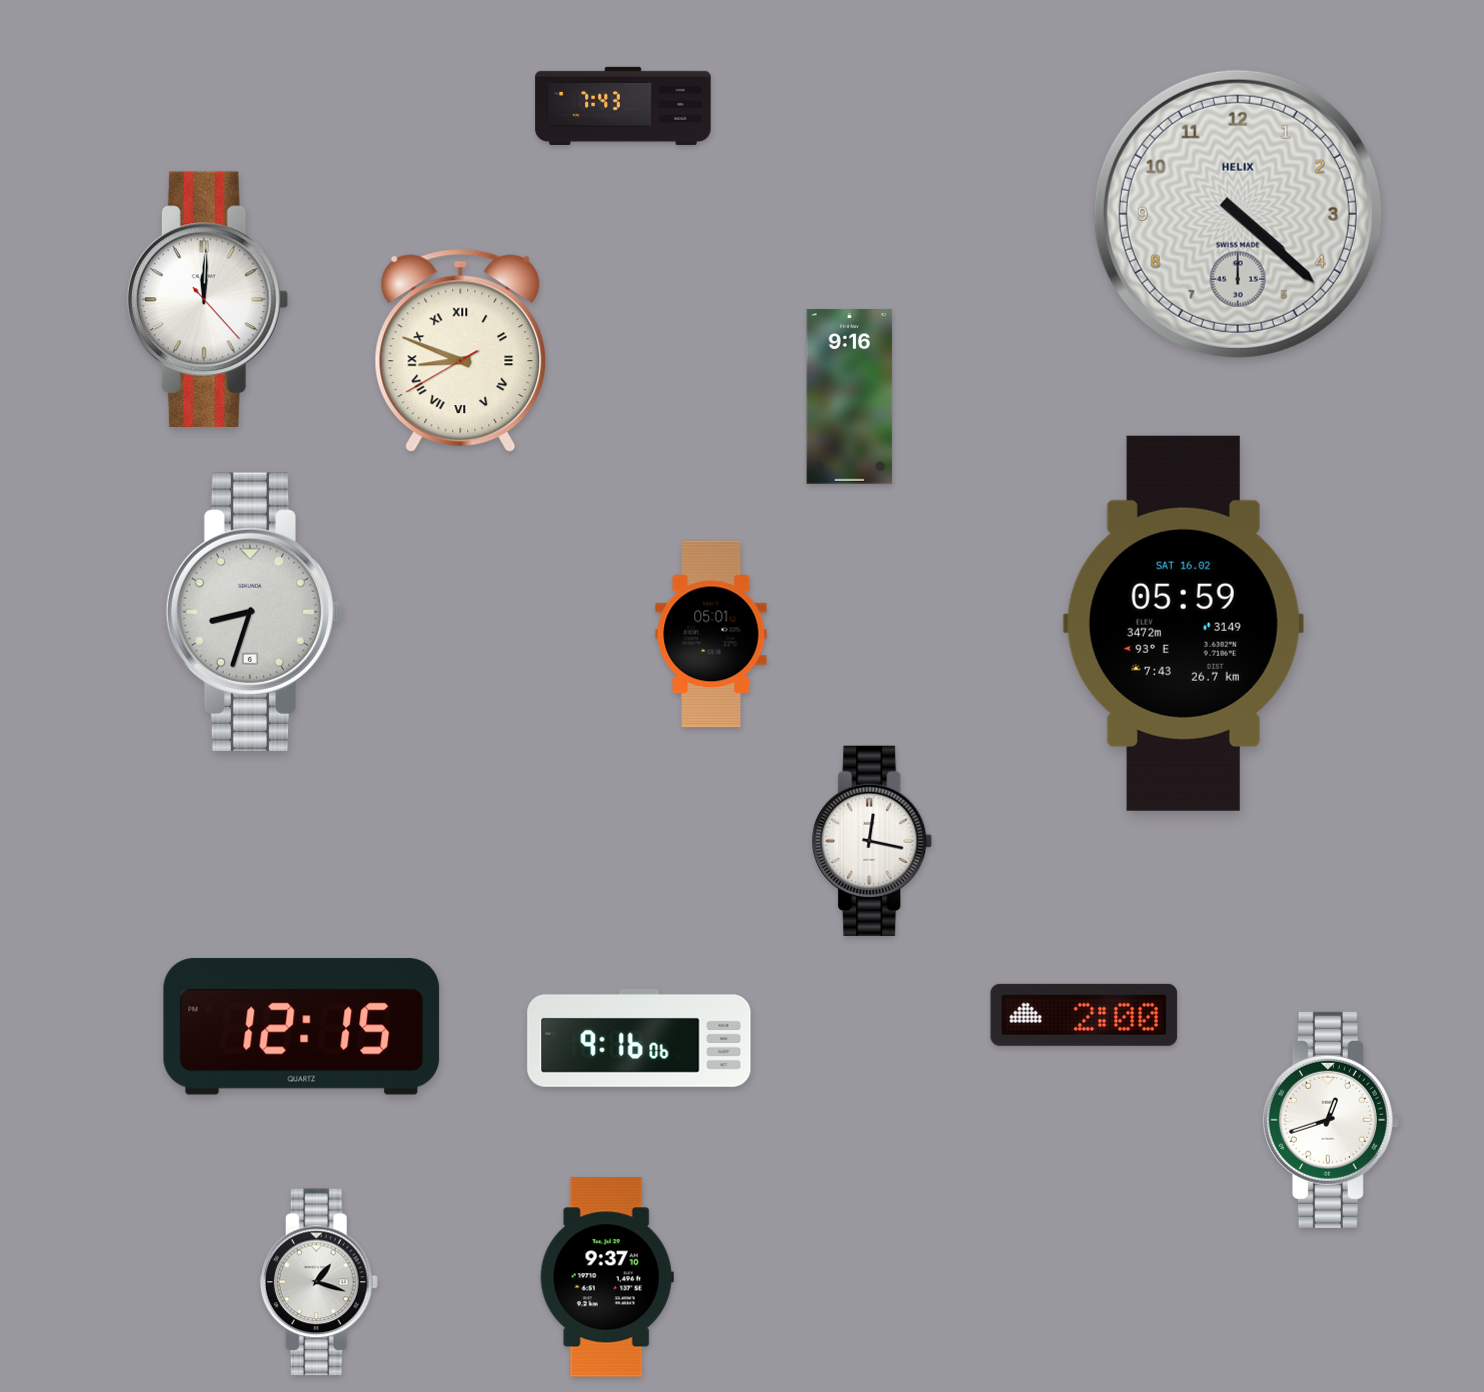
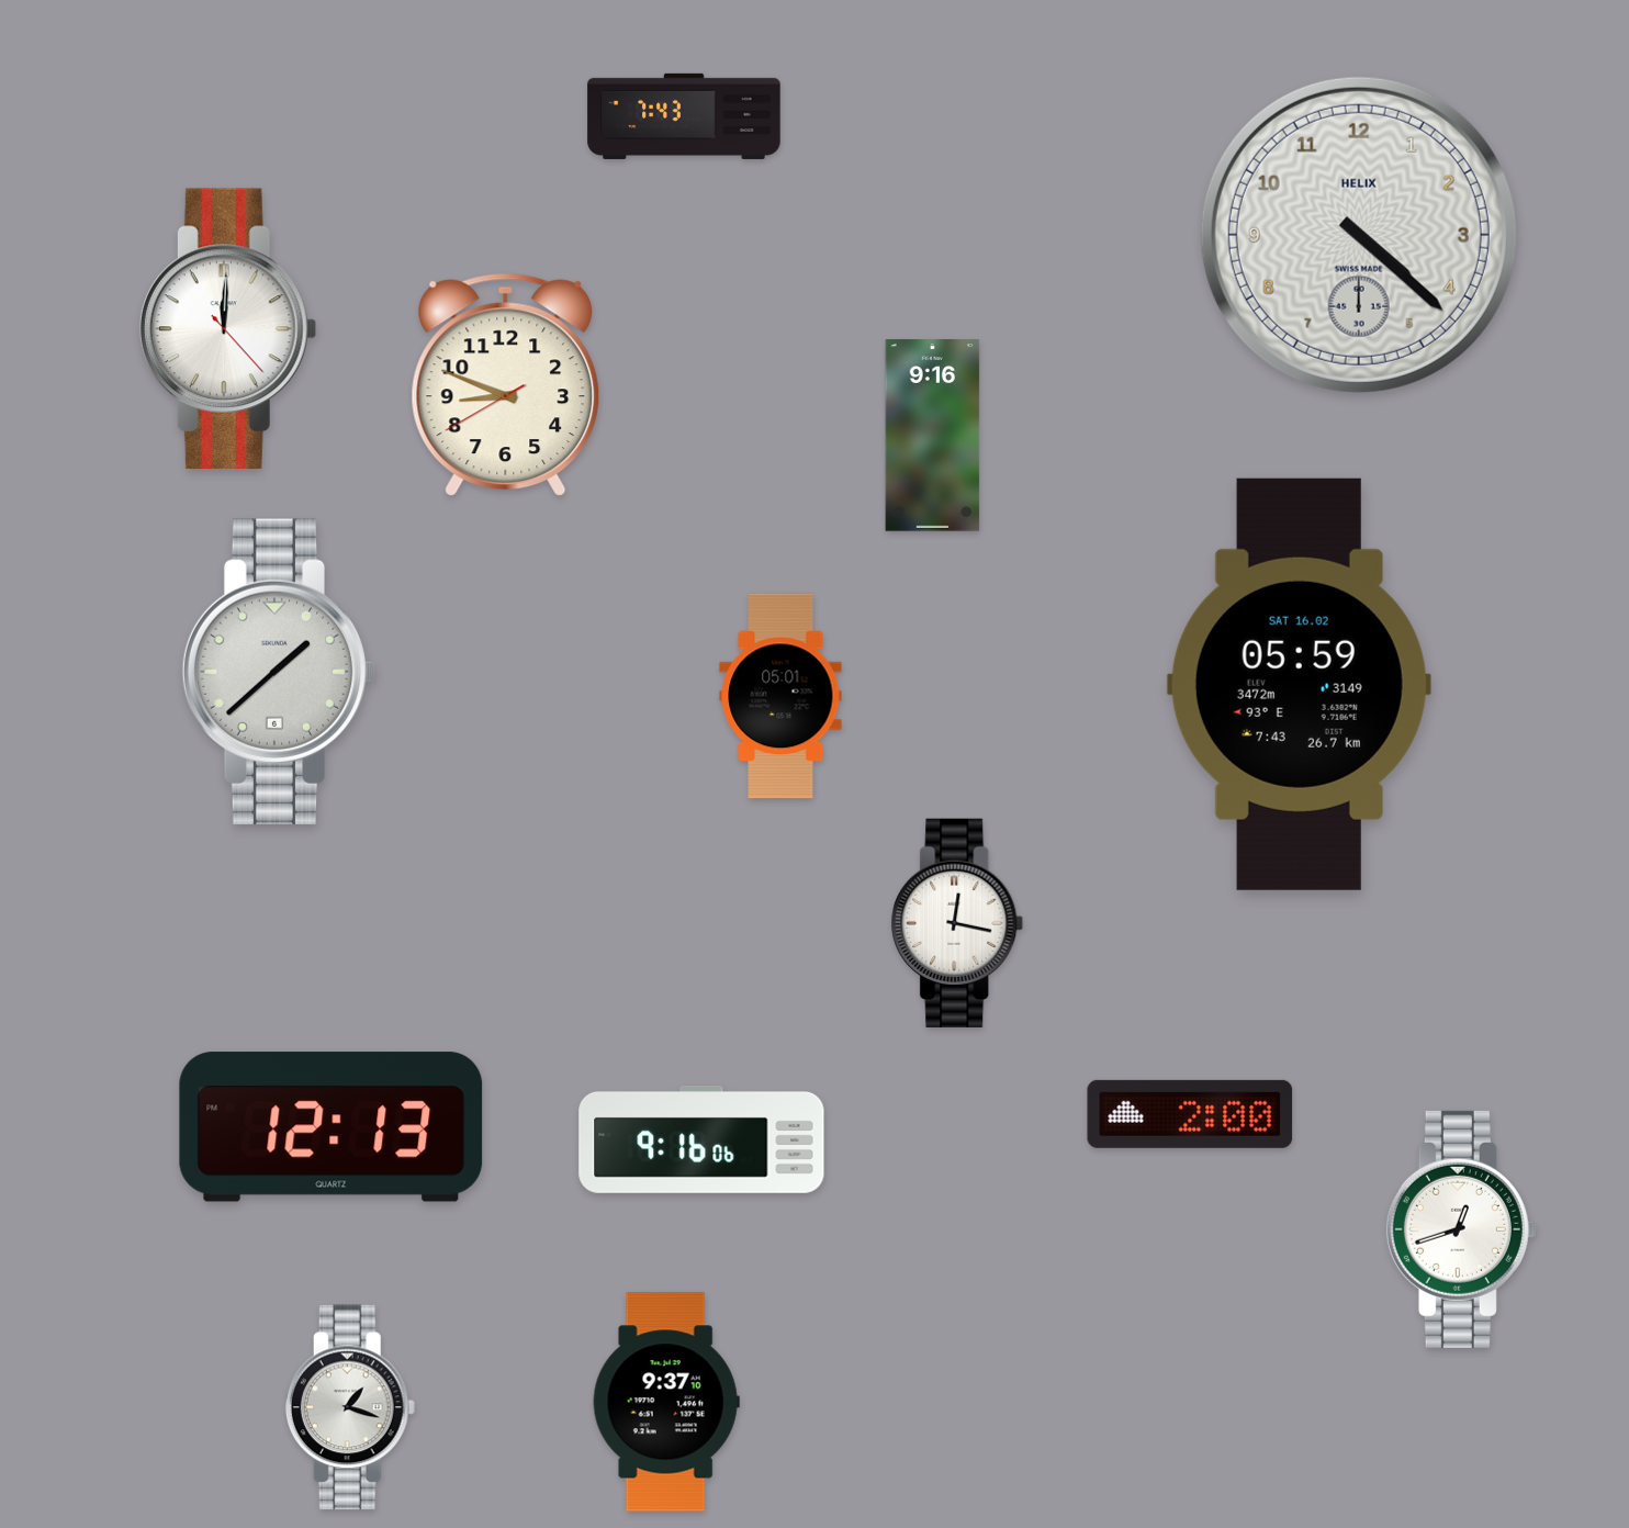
clock at (461, 351) numerals: Roman -> Arabic
clock at (254, 612): 8:33 -> 1:38
clock at (302, 1027): 12:15 -> 12:13
